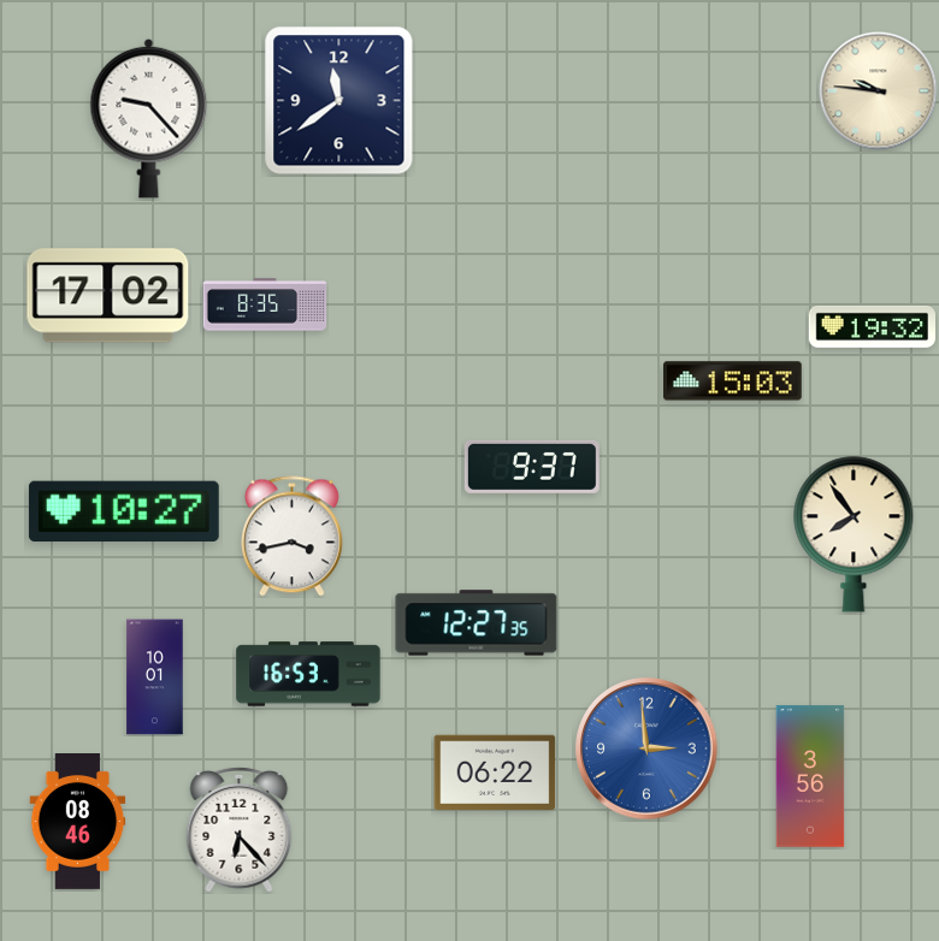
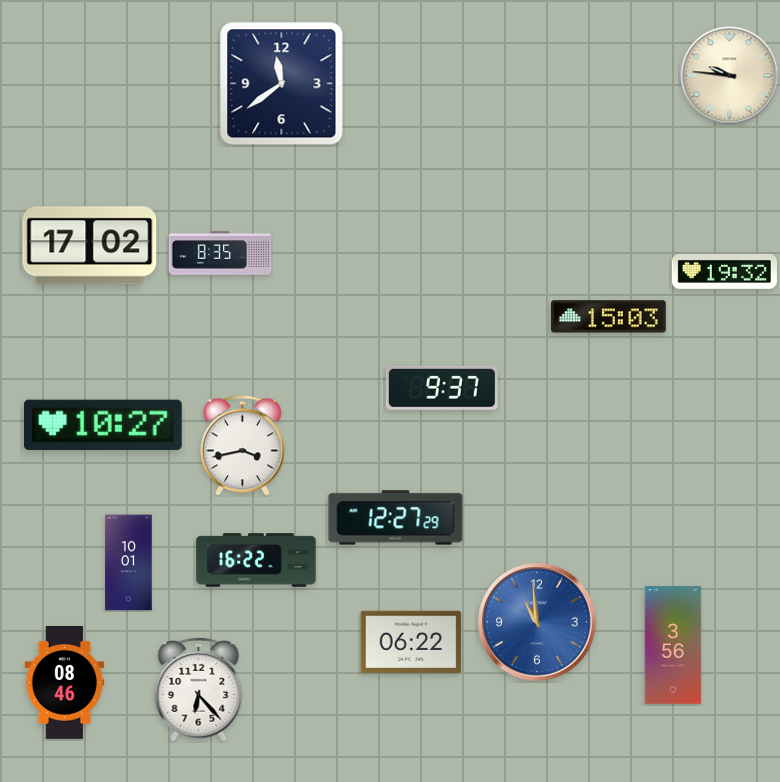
clock at (149, 118): 9:23 -> none
clock at (854, 534): 7:54 -> none
clock at (477, 623): 12:27:35 -> 12:27:29
clock at (308, 674): 16:53 -> 16:22
clock at (646, 748): 2:59 -> 10:59
